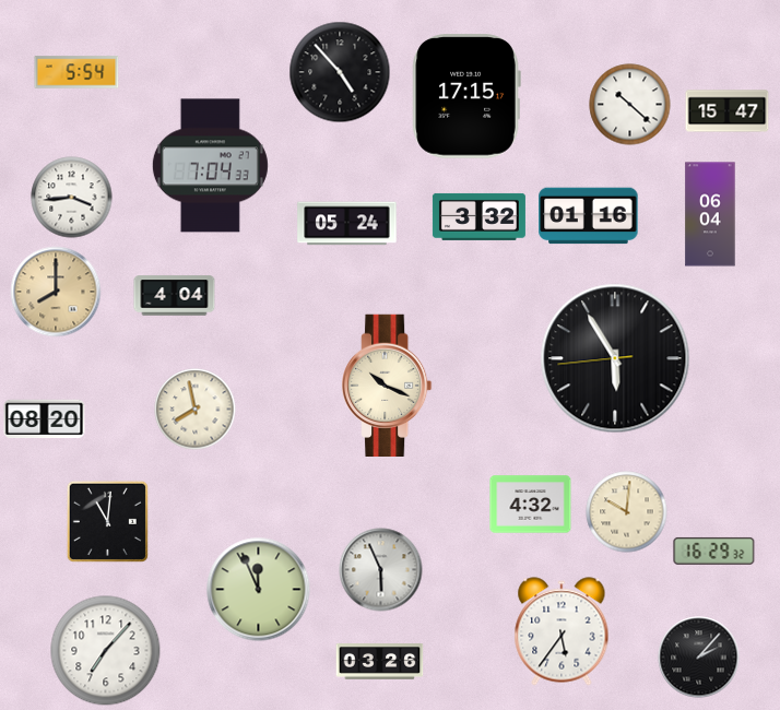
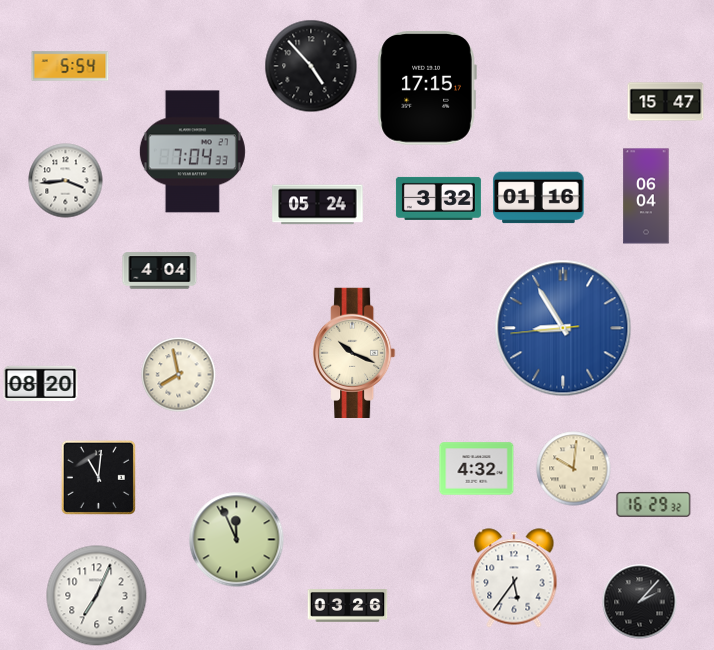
clock at (630, 105): 10:22 -> none
clock at (710, 214) position: (710, 214) -> (646, 196)
clock at (56, 292): 8:00 -> none
clock at (615, 358): 5:54 -> 8:54
clock at (615, 358) dial: black -> blue
clock at (531, 505) position: (531, 505) -> (477, 469)
clock at (381, 570): 5:56 -> none
clock at (106, 651): 7:07 -> 7:04
